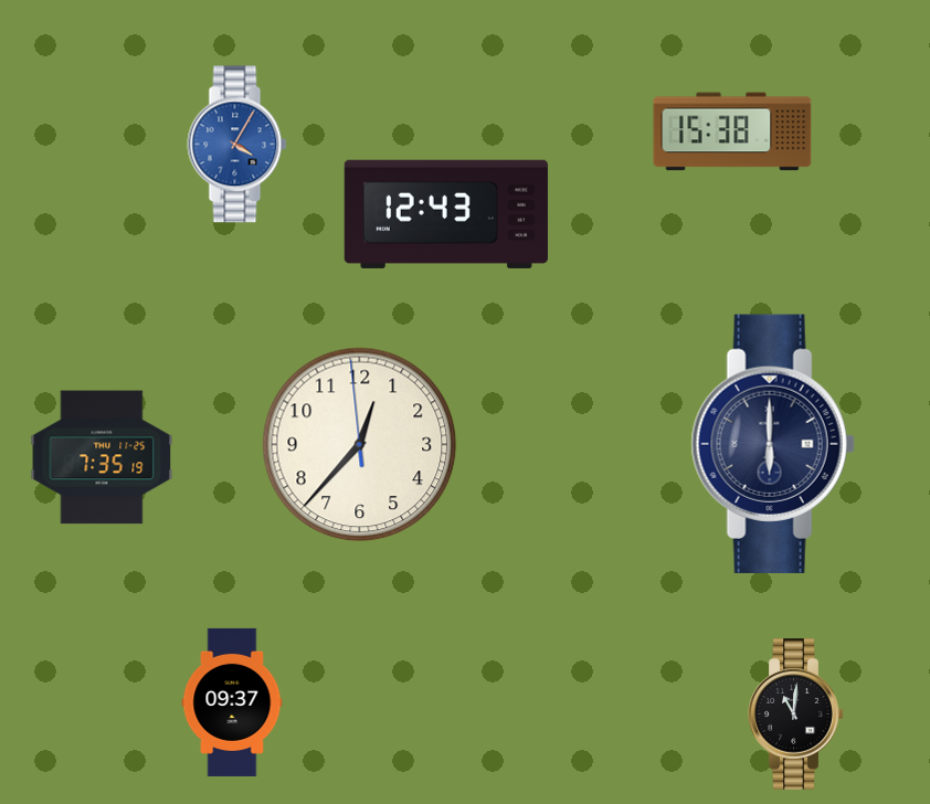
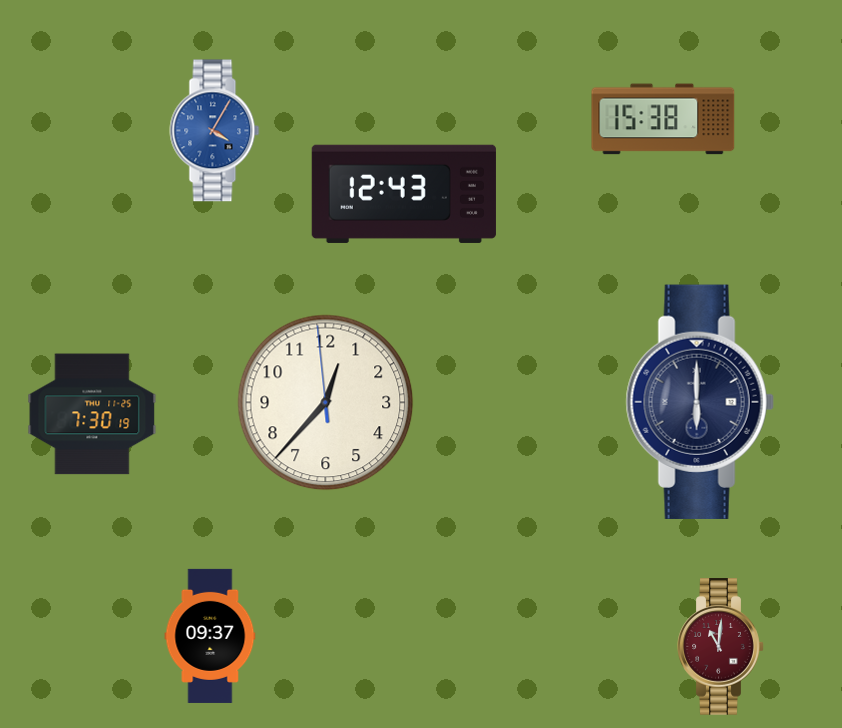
clock at (102, 457): 7:35 -> 7:30
clock at (796, 715) dial: black -> burgundy
